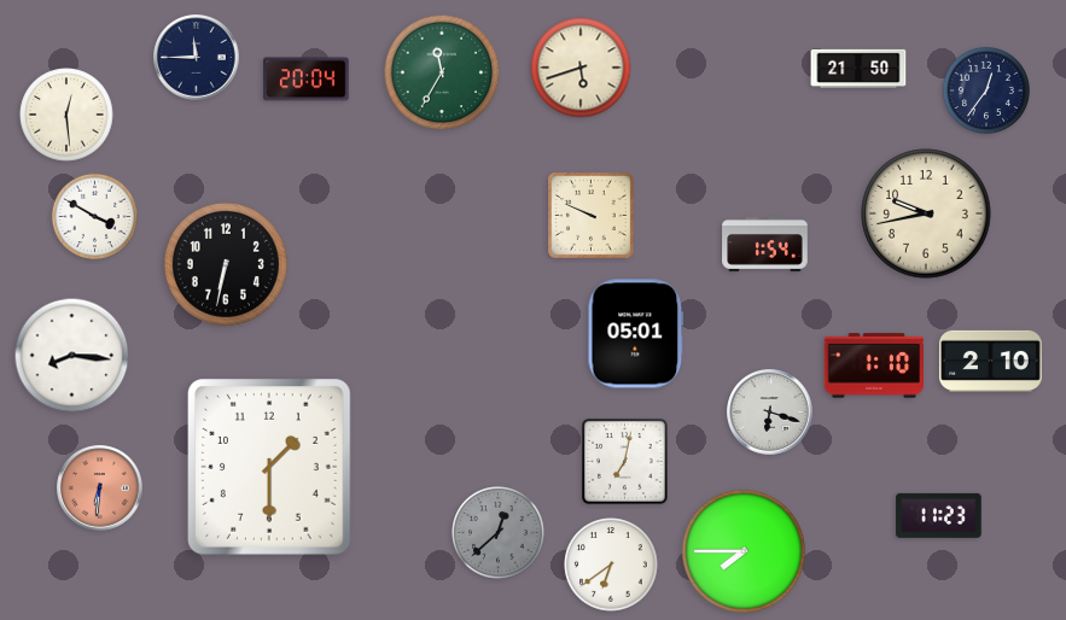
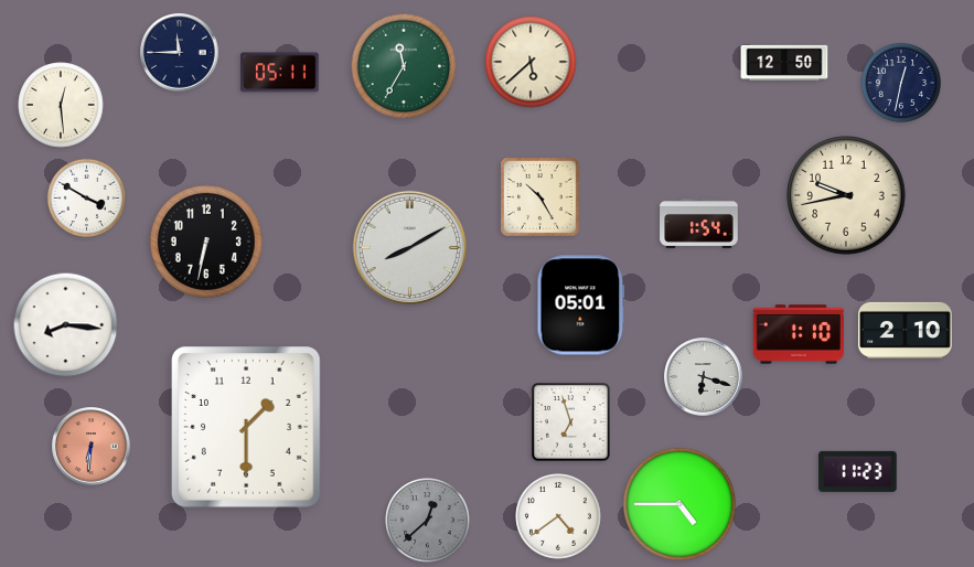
clock at (581, 68): 5:42 -> 5:38
clock at (858, 68): 21:50 -> 12:50
clock at (307, 80): 20:04 -> 05:11
clock at (986, 90): 12:36 -> 12:32
clock at (592, 216): 9:49 -> 10:25
clock at (409, 247): none -> 8:10
clock at (625, 462): 7:02 -> 6:57
clock at (499, 533) position: (499, 533) -> (428, 521)
clock at (744, 551): 7:45 -> 4:45
clock at (611, 565): 6:39 -> 4:39
